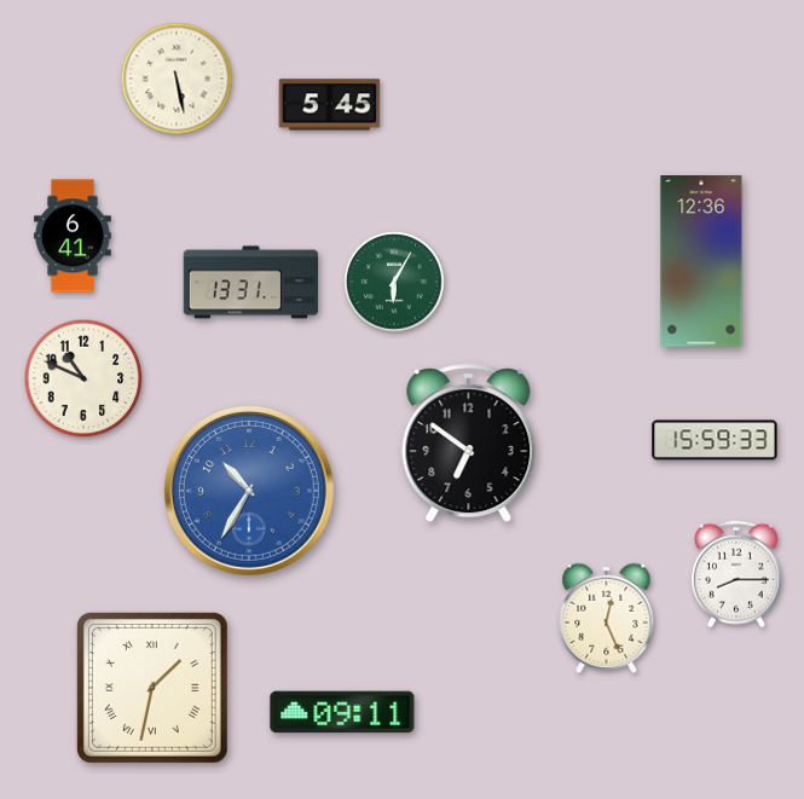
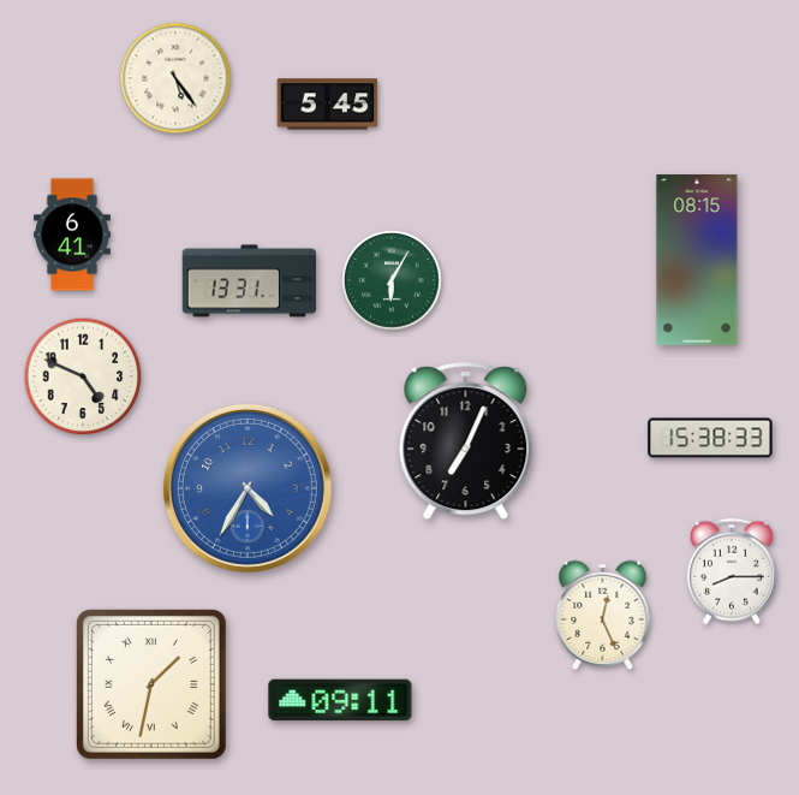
clock at (177, 79): 5:28 -> 5:24
clock at (701, 261): 12:36 -> 08:15
clock at (83, 378): 10:49 -> 4:49
clock at (715, 440): 15:59 -> 15:38
clock at (469, 444): 6:51 -> 7:04
clock at (249, 491): 10:35 -> 4:35
clock at (342, 712) position: (342, 712) -> (340, 700)
